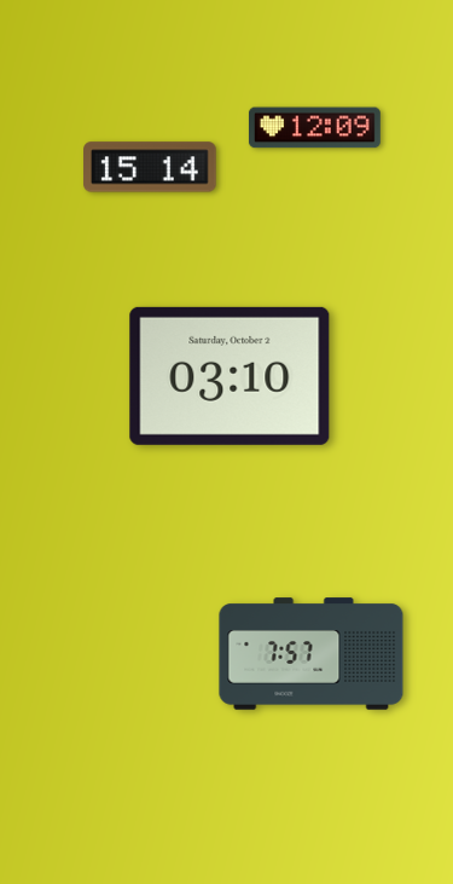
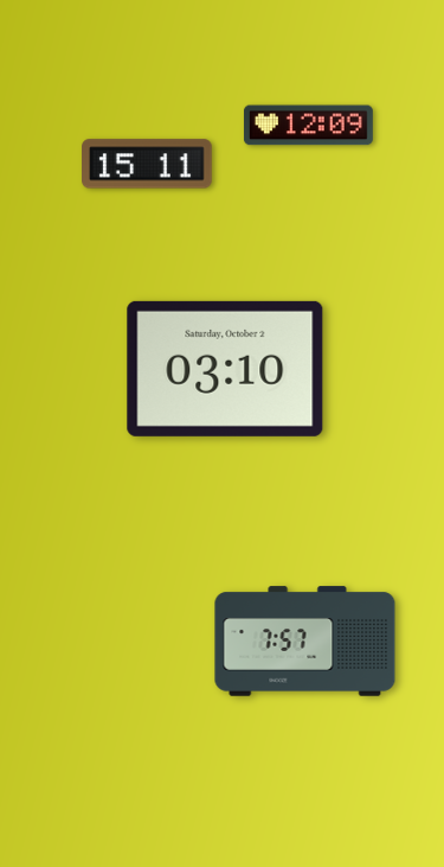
clock at (150, 167): 15:14 -> 15:11
